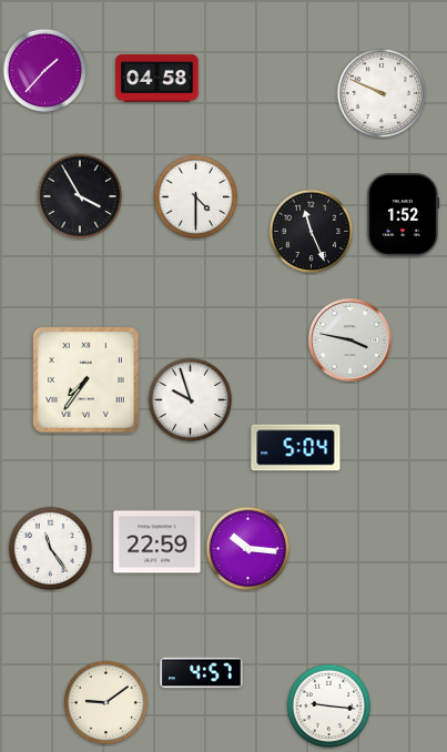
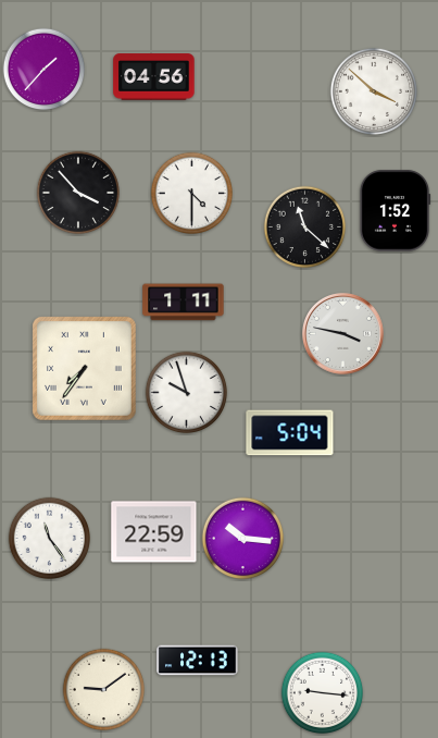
clock at (158, 79): 04:58 -> 04:56
clock at (380, 92): 9:49 -> 3:52
clock at (80, 196): 3:55 -> 3:53
clock at (312, 232): 11:26 -> 11:22
clock at (184, 303): none -> 1:11
clock at (85, 379) position: (85, 379) -> (84, 368)
clock at (296, 448) position: (296, 448) -> (290, 433)
clock at (202, 673): 4:57 -> 12:13
